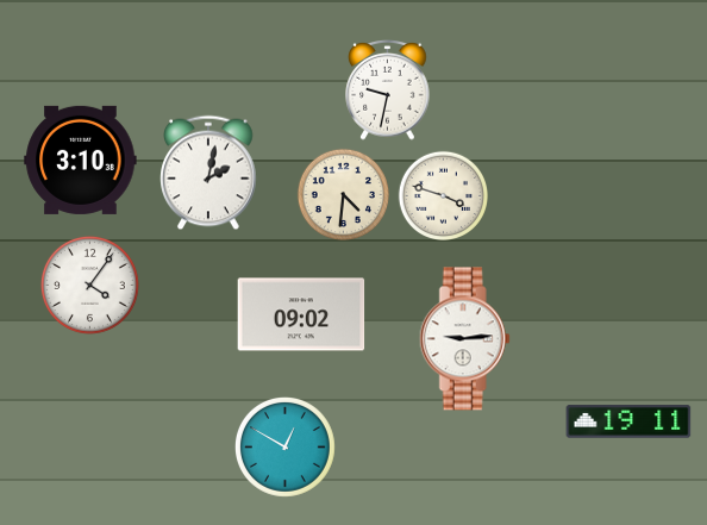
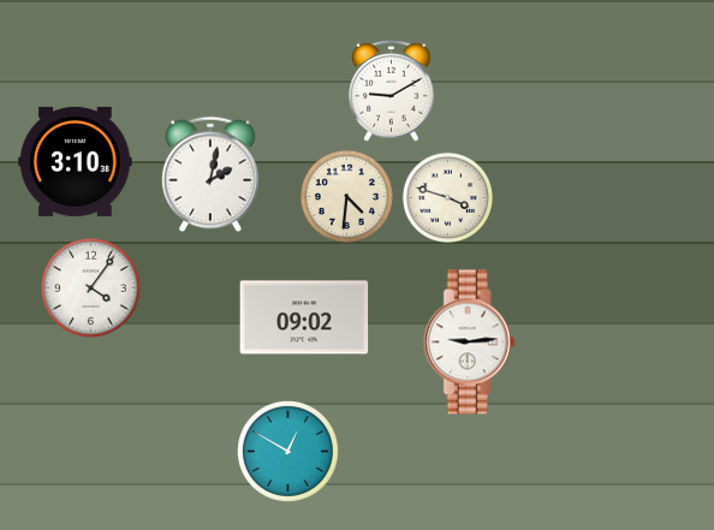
clock at (388, 90): 9:32 -> 9:10
clock at (81, 160) position: (81, 160) -> (76, 161)
clock at (628, 421): 19:11 -> none
